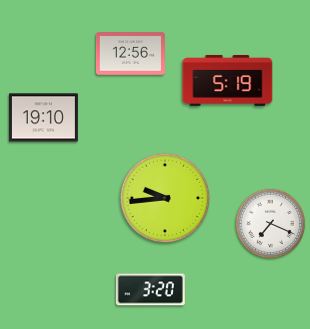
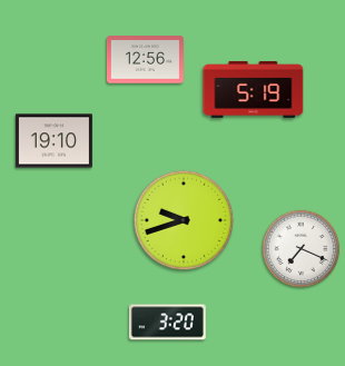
clock at (43, 118) position: (43, 118) -> (53, 141)
clock at (165, 198): 9:44 -> 9:42
